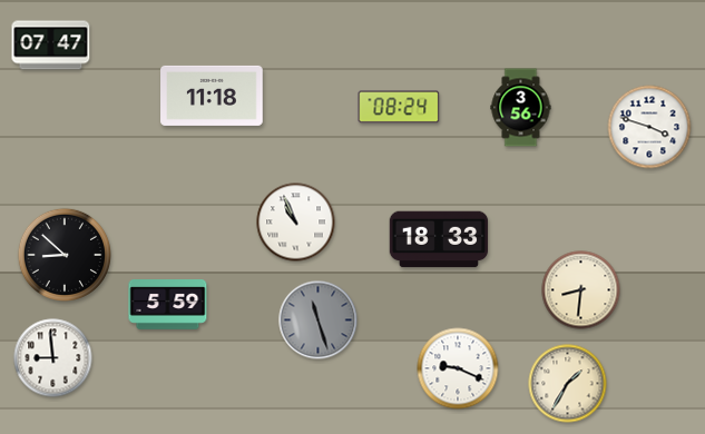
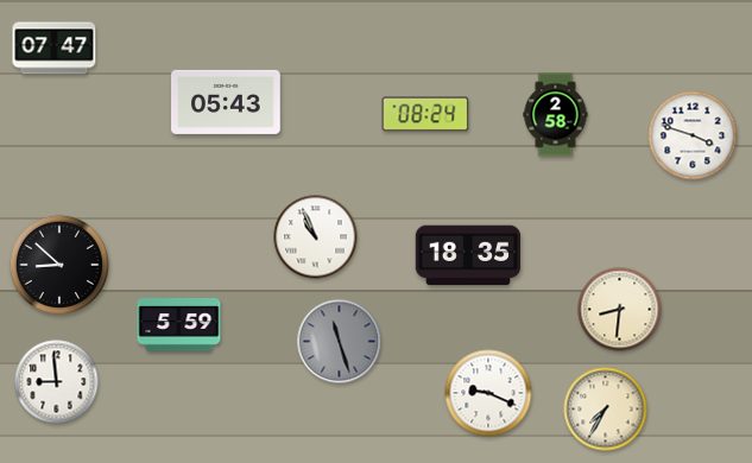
clock at (212, 96): 11:18 -> 05:43
clock at (521, 108): 3:56 -> 2:58
clock at (439, 239): 18:33 -> 18:35
clock at (63, 254) position: (63, 254) -> (58, 264)
clock at (568, 384): 1:35 -> 7:35
